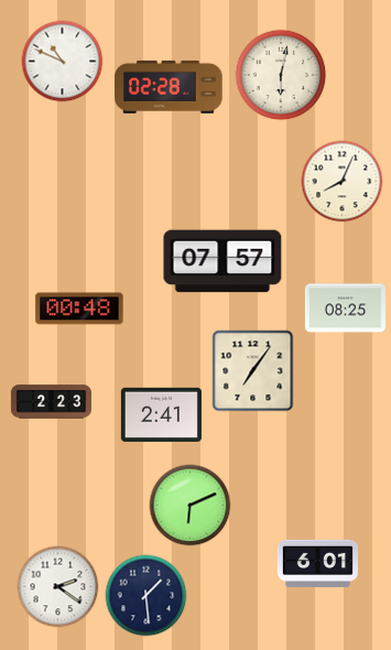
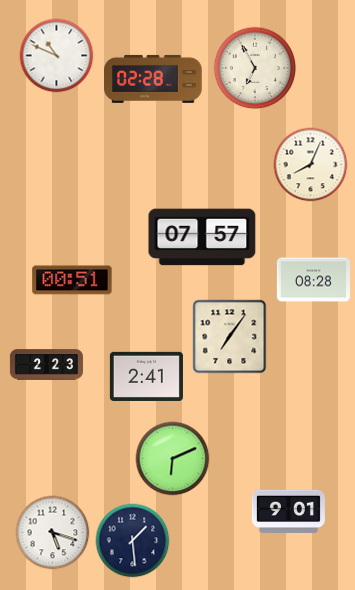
clock at (281, 75): 6:02 -> 6:55
clock at (79, 308): 00:48 -> 00:51
clock at (345, 308): 08:25 -> 08:28
clock at (317, 563): 6:01 -> 9:01
clock at (58, 587): 2:21 -> 5:18
